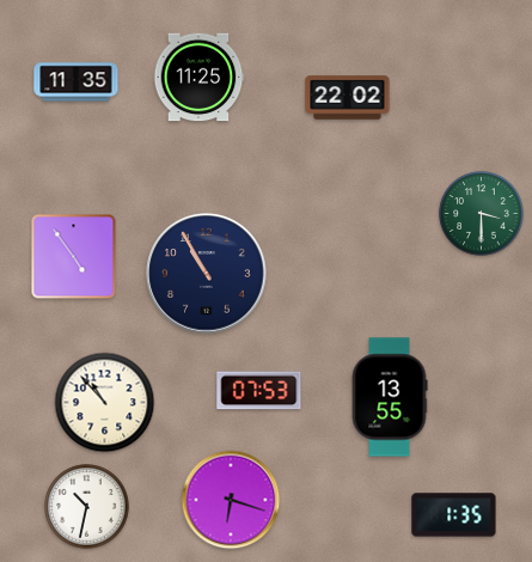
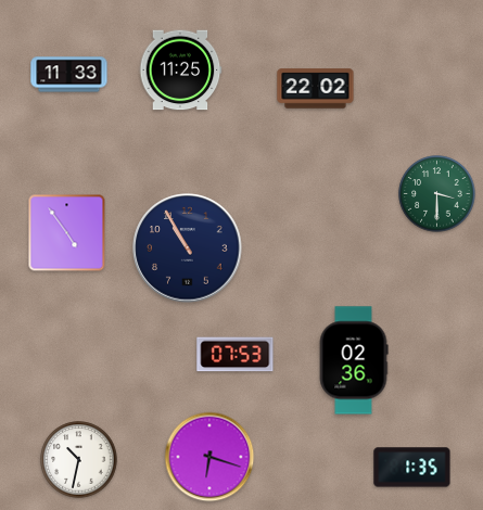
clock at (77, 83): 11:35 -> 11:33
clock at (390, 397): 13:55 -> 02:36
clock at (105, 403): 10:53 -> none
clock at (231, 500) position: (231, 500) -> (209, 457)
